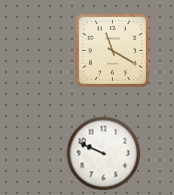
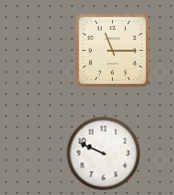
clock at (113, 51): 11:20 -> 11:15
